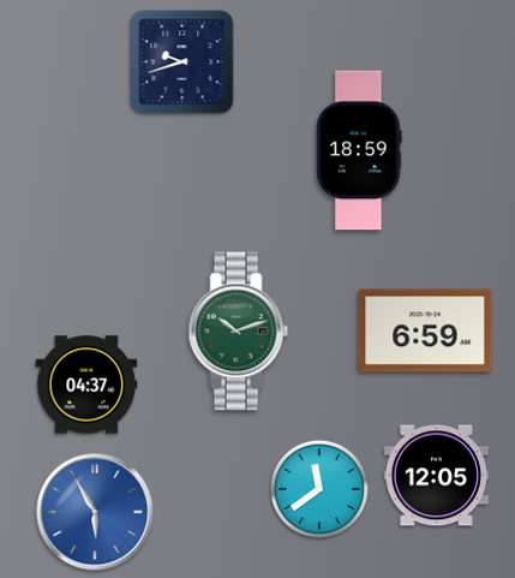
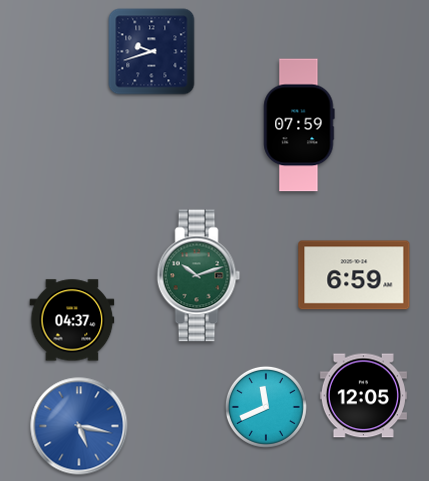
clock at (359, 150): 18:59 -> 07:59
clock at (319, 489): 11:39 -> 11:41
clock at (95, 512): 5:55 -> 5:17
